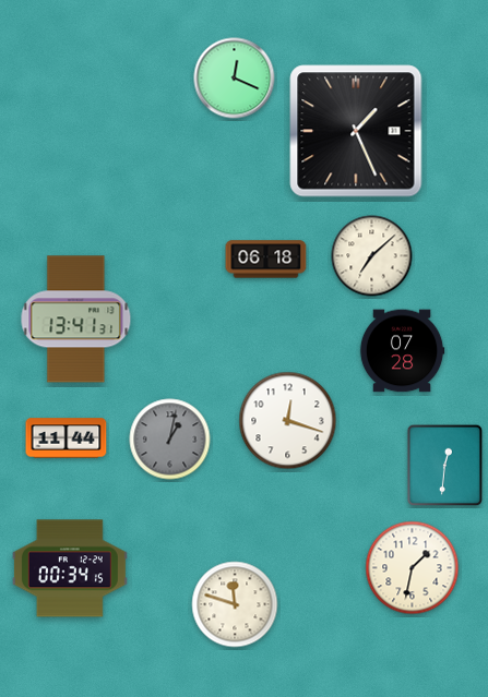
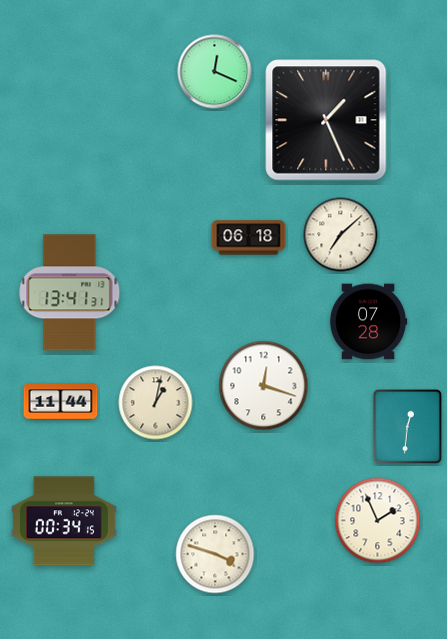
clock at (266, 260) position: (266, 260) -> (249, 238)
clock at (170, 440) dial: grey -> cream
clock at (413, 568): 1:32 -> 1:56
clock at (235, 604): 11:48 -> 3:48
